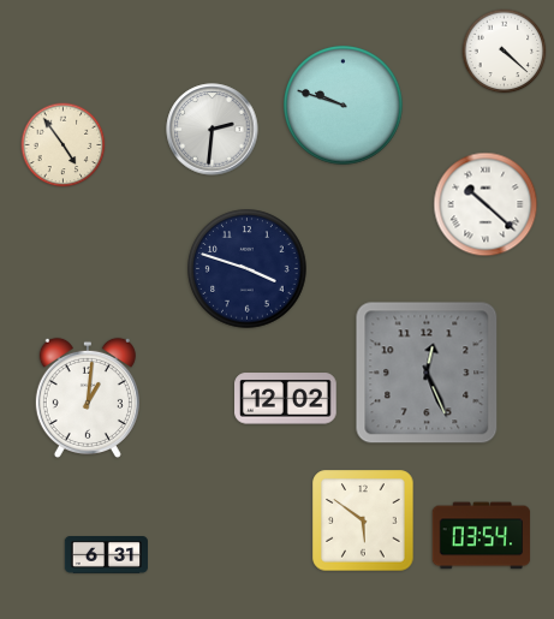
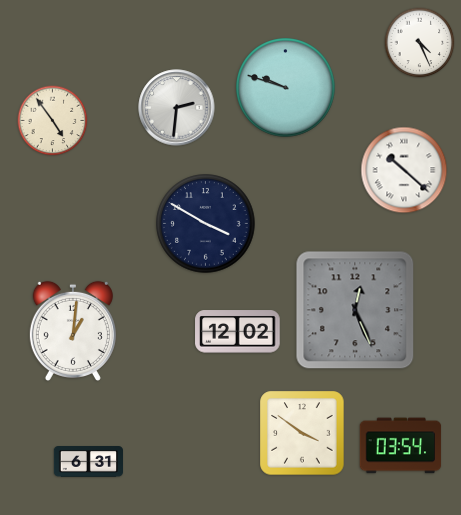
clock at (505, 52): 4:22 -> 4:26
clock at (248, 269): 3:48 -> 3:50
clock at (363, 520): 5:51 -> 3:51
